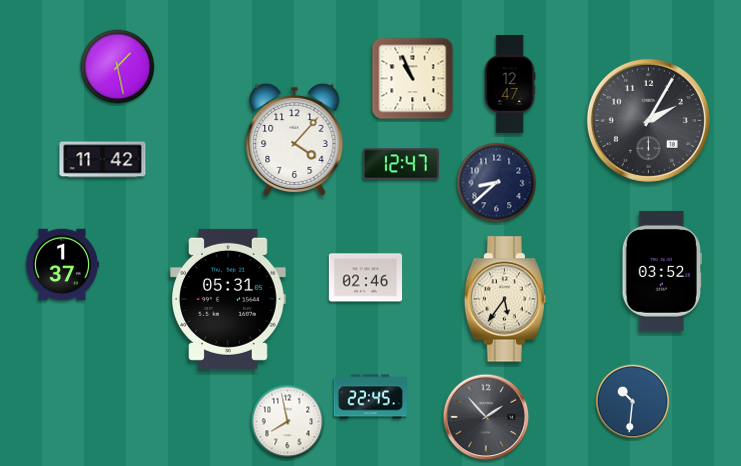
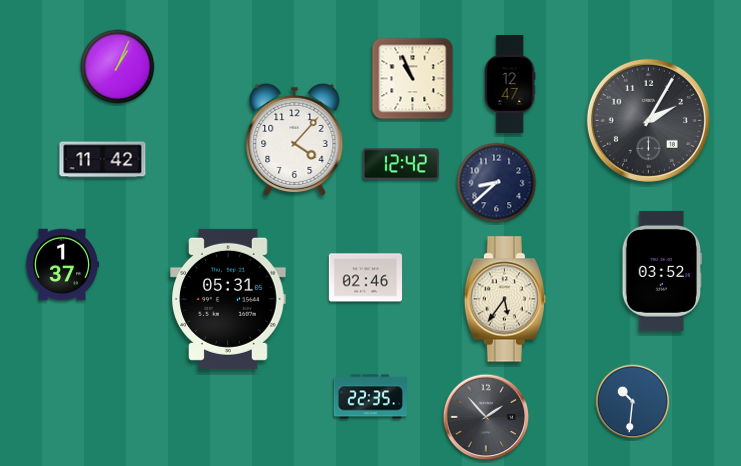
clock at (118, 67): 1:28 -> 1:04
clock at (401, 164): 12:47 -> 12:42
clock at (371, 397): 22:45 -> 22:35
clock at (288, 422): 7:58 -> none
